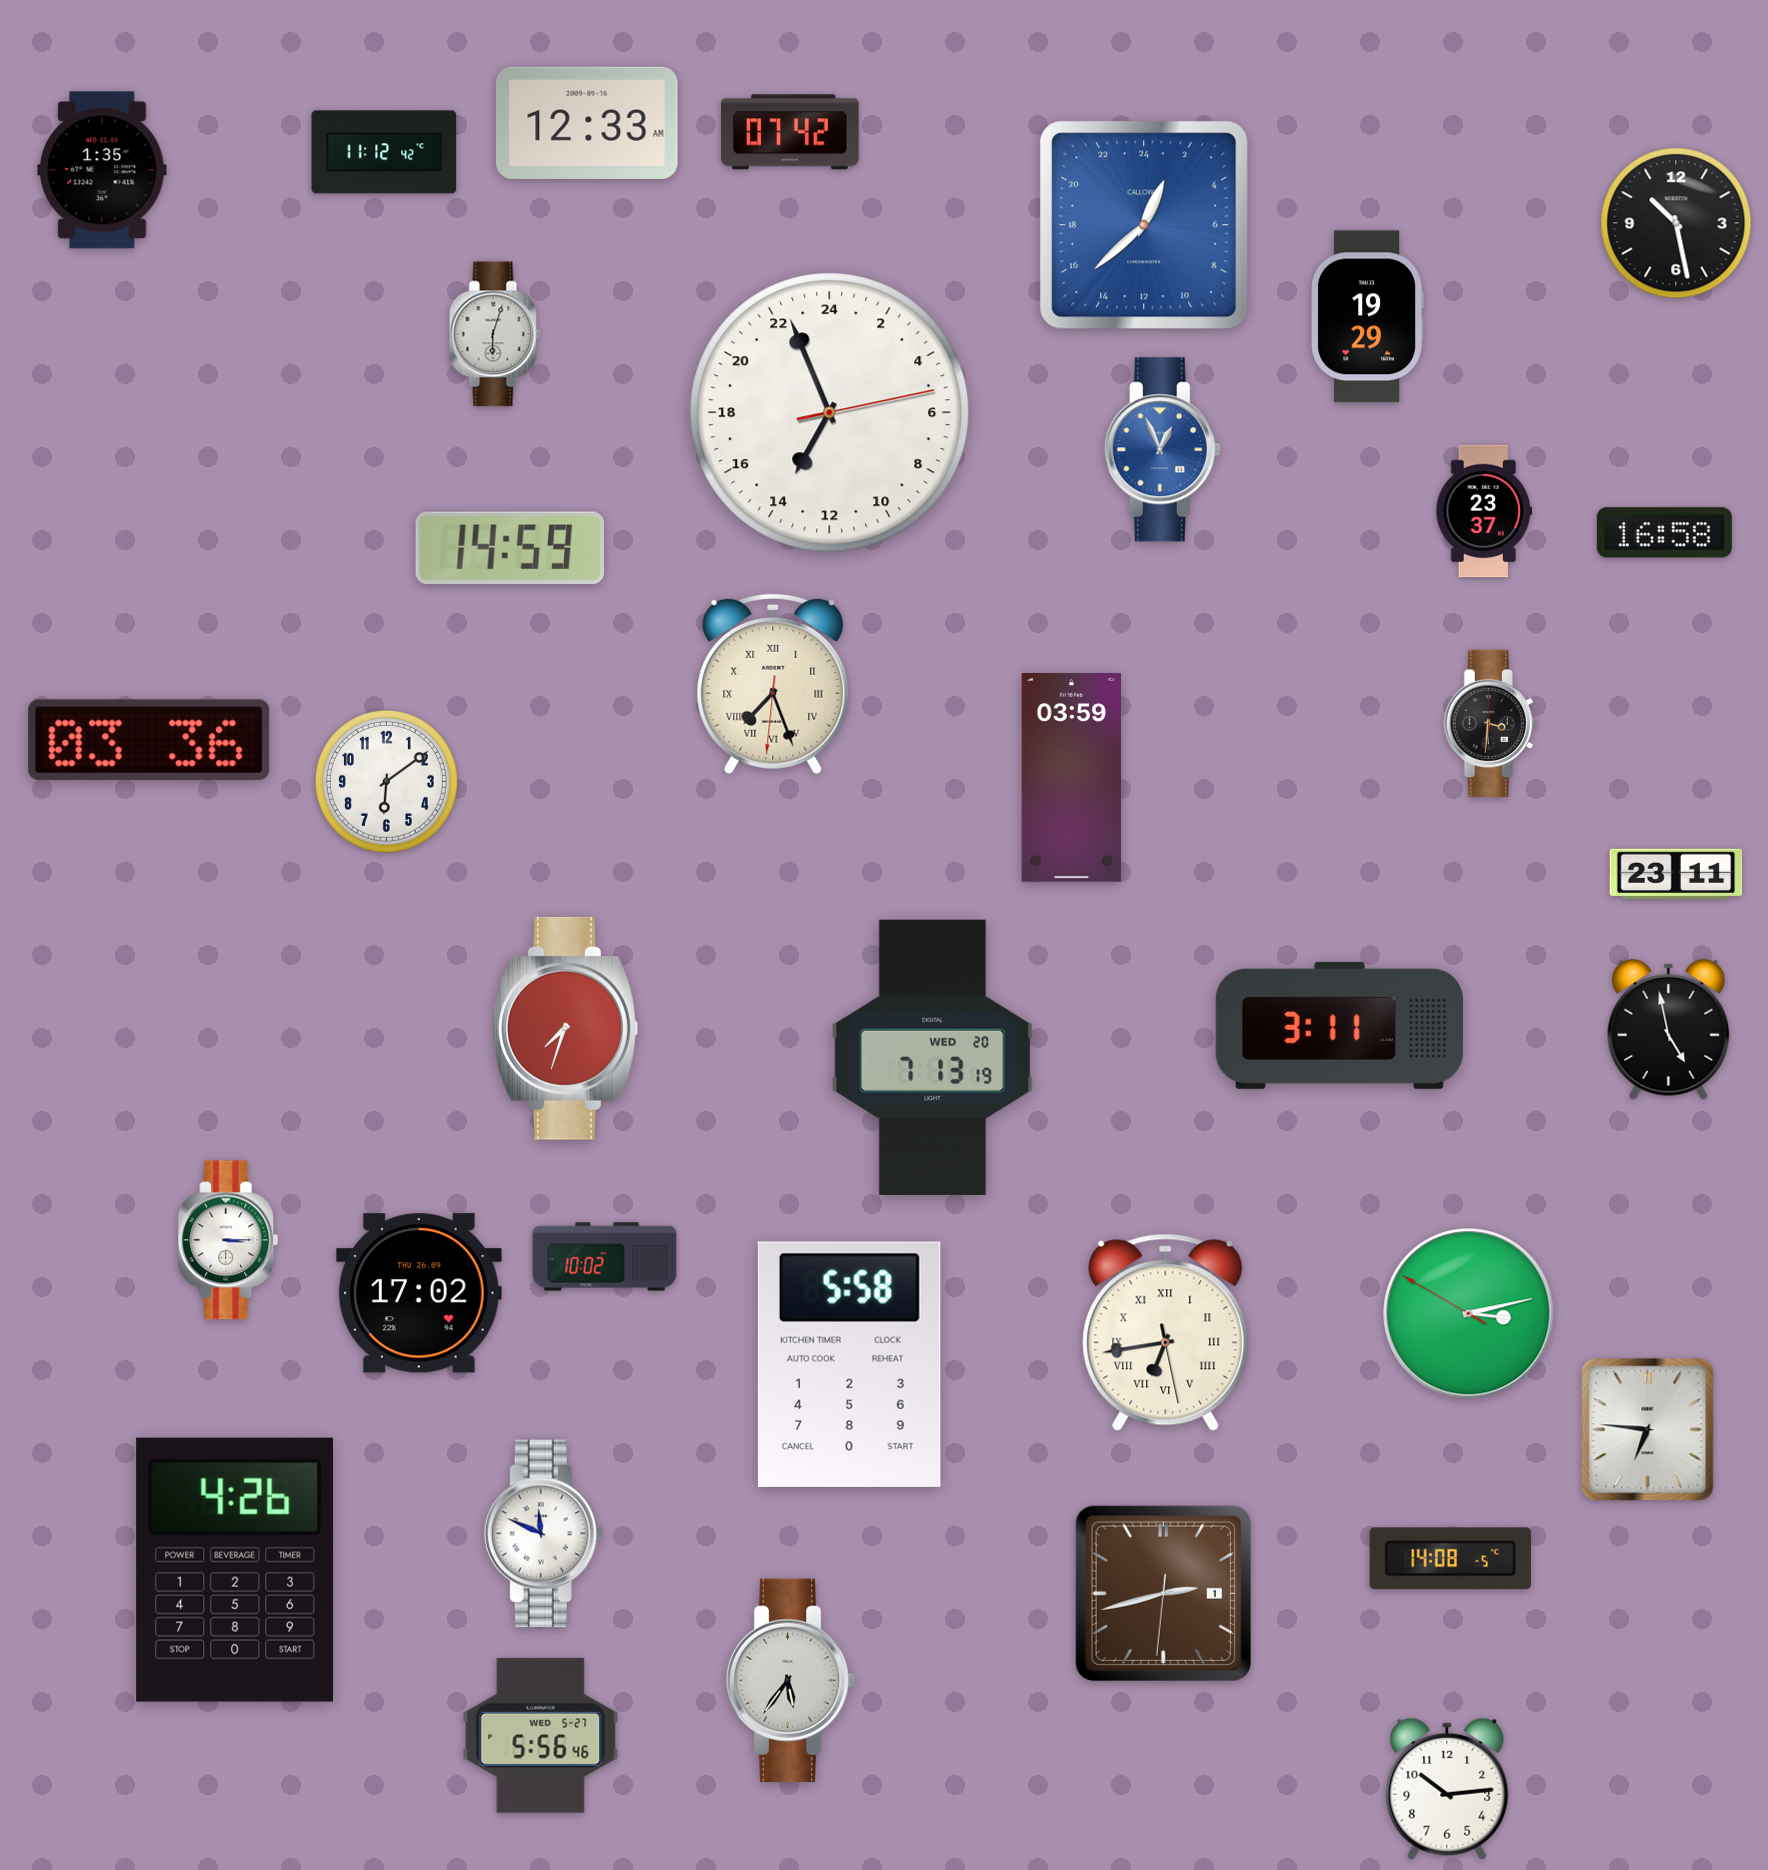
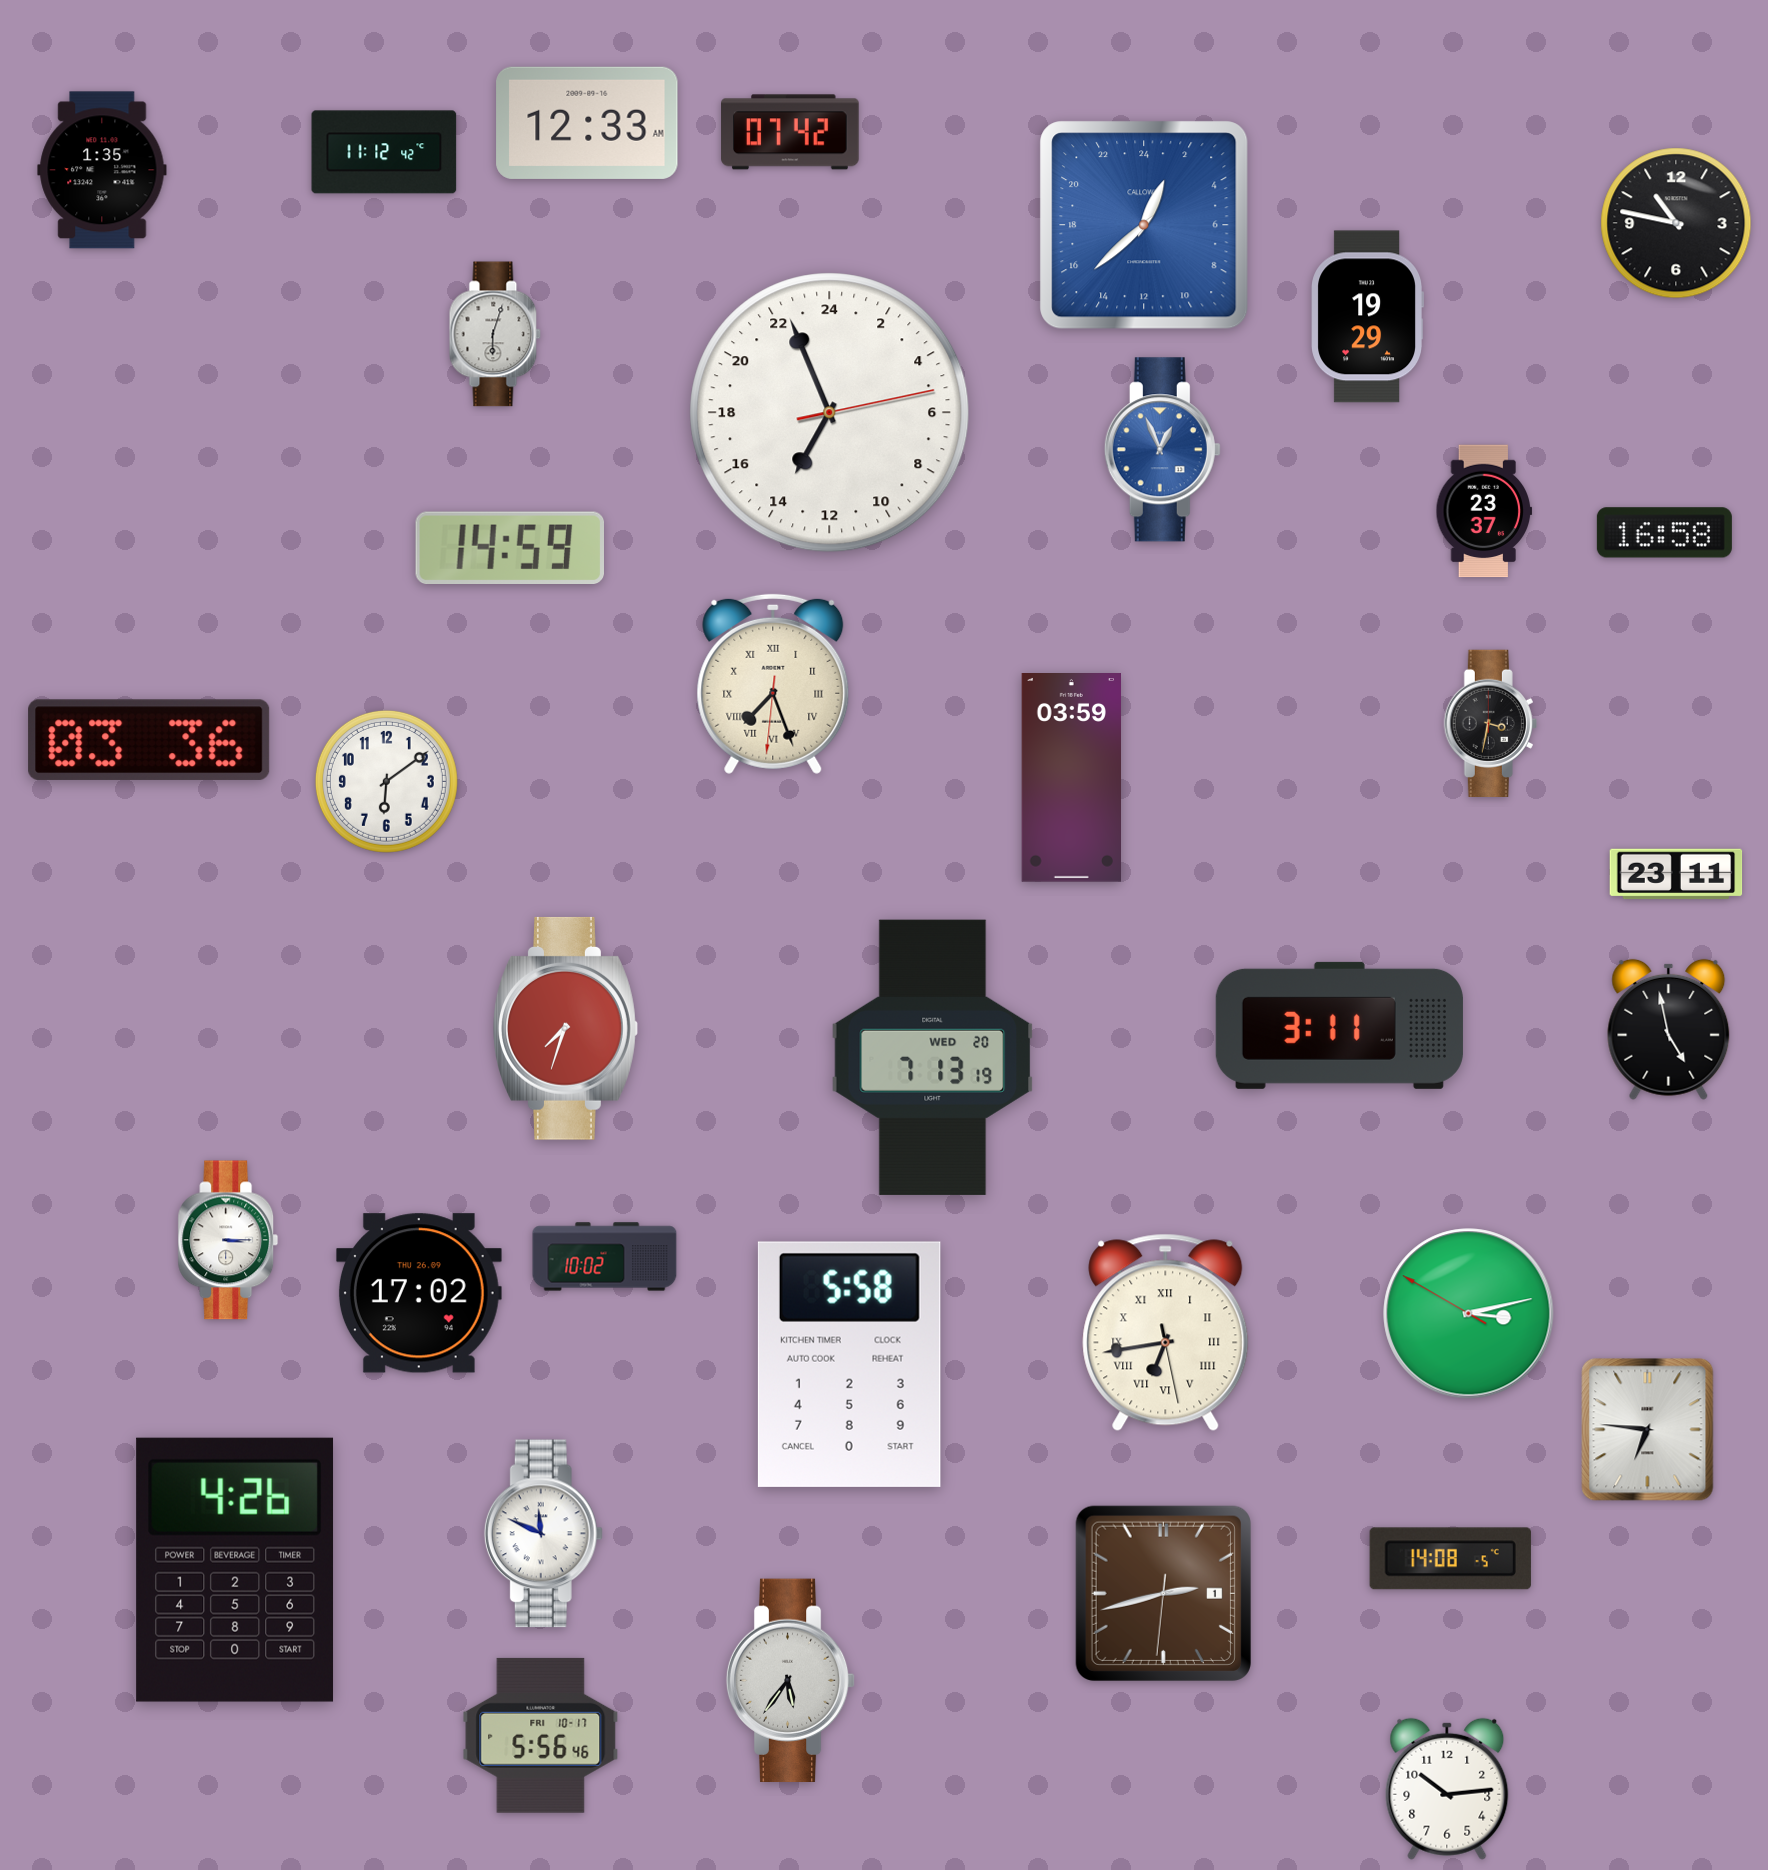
clock at (1676, 223): 10:28 -> 10:47
clock at (1490, 723): 3:31 -> 3:32
clock at (541, 1735) date: WED 5-27 -> FRI 10-17
